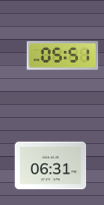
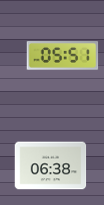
clock at (51, 166): 06:31 -> 06:38
